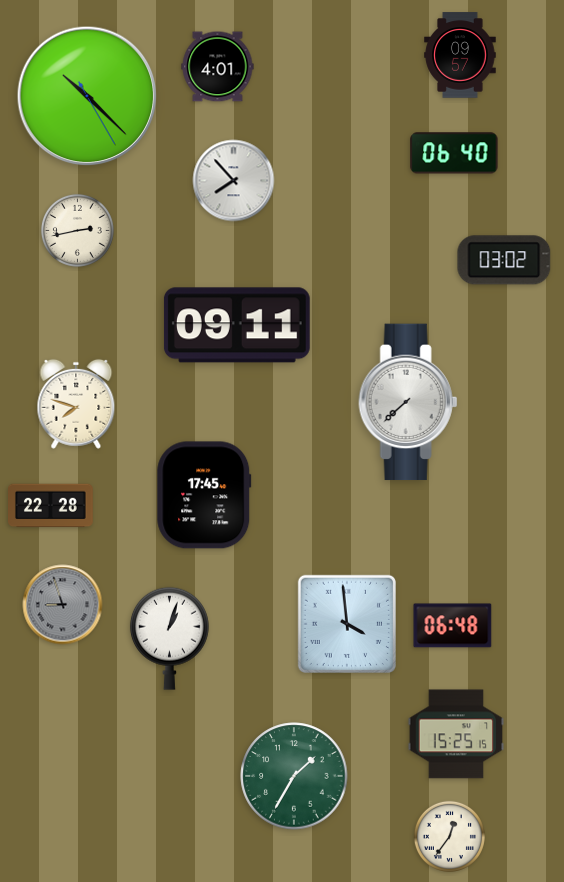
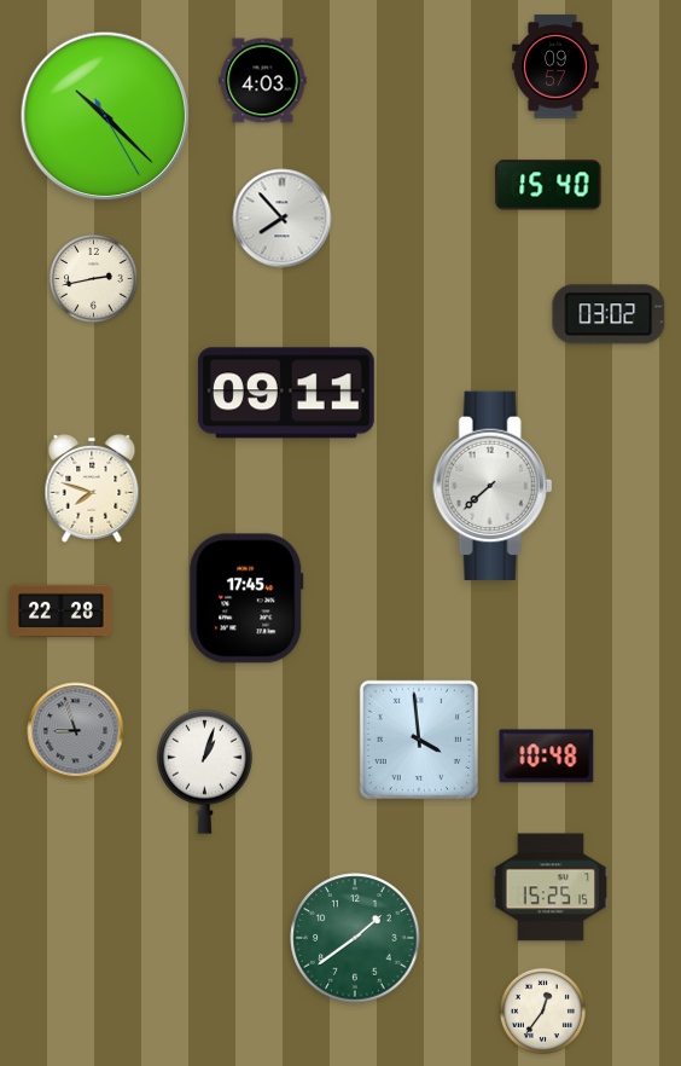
clock at (218, 67): 4:01 -> 4:03
clock at (454, 153): 06:40 -> 15:40
clock at (347, 624) position: (347, 624) -> (419, 740)
clock at (453, 626): 06:48 -> 10:48
clock at (294, 776): 1:35 -> 1:39
